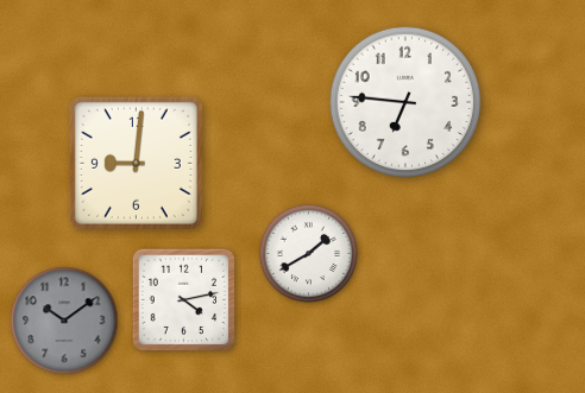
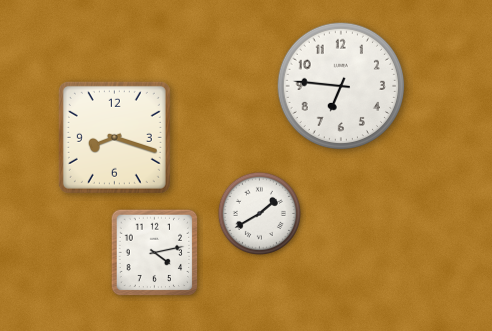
clock at (136, 163): 9:01 -> 8:18
clock at (64, 321): 10:09 -> none
